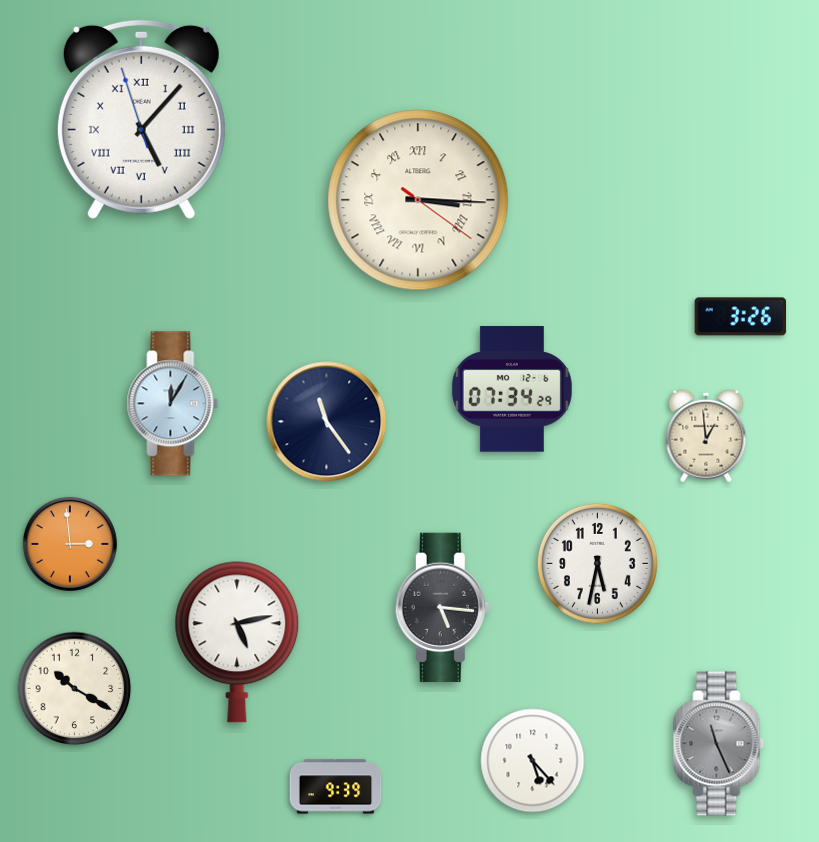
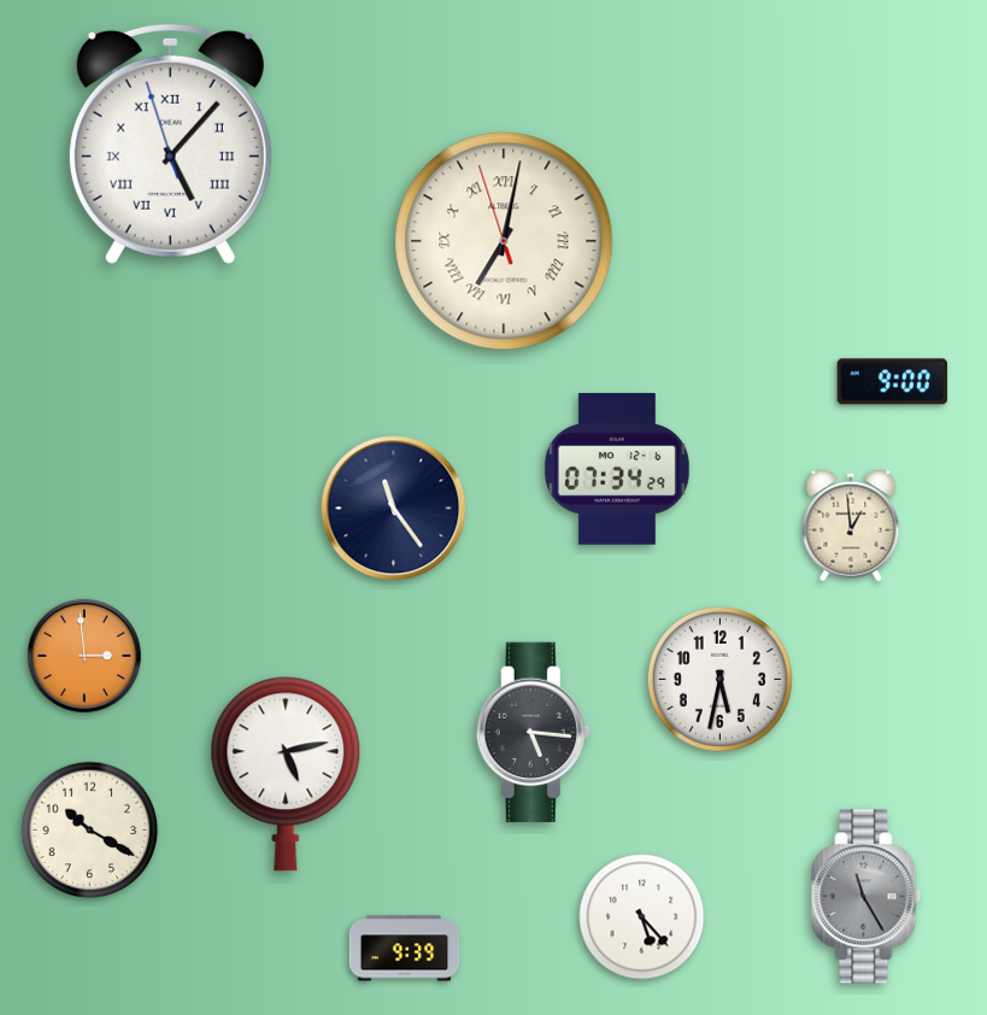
clock at (418, 200): 3:15 -> 7:01
clock at (741, 317): 3:26 -> 9:00
clock at (173, 404): 12:05 -> none
clock at (719, 744): 11:26 -> 11:25
